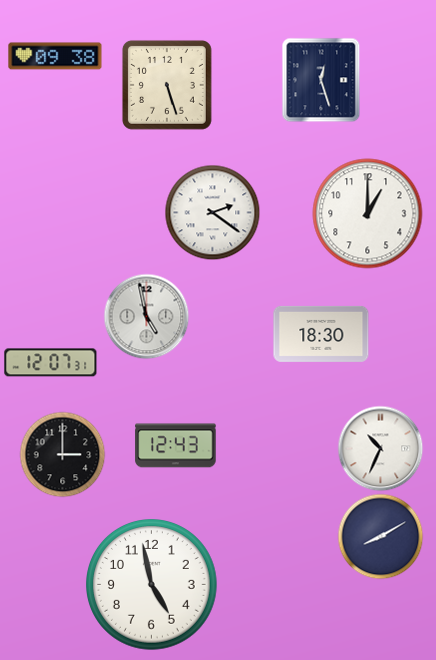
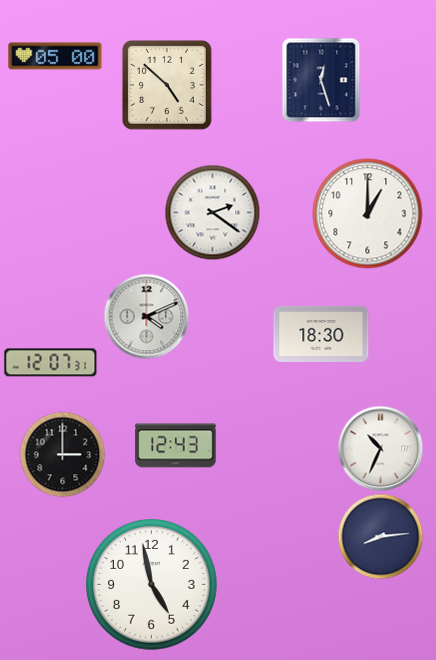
clock at (55, 56): 09:38 -> 05:00
clock at (167, 85): 5:27 -> 4:52
clock at (146, 316): 4:58 -> 4:11
clock at (380, 536): 8:10 -> 8:14
